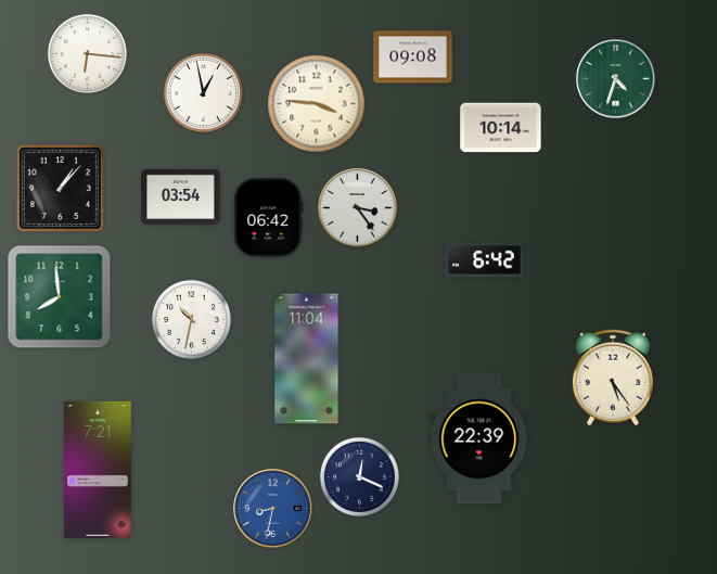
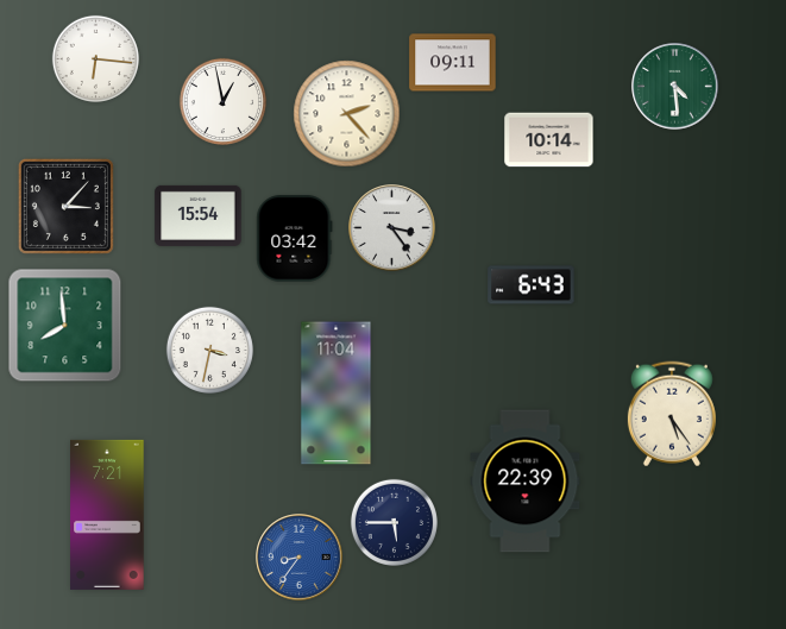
clock at (413, 58): 09:08 -> 09:11
clock at (616, 79): 4:33 -> 4:29
clock at (317, 104): 3:46 -> 2:23
clock at (60, 188): 1:07 -> 3:07
clock at (181, 196): 03:54 -> 15:54
clock at (269, 218): 06:42 -> 03:42
clock at (485, 260): 6:42 -> 6:43
clock at (191, 319): 10:32 -> 3:32
clock at (359, 476): 12:19 -> 5:45
clock at (273, 509): 8:32 -> 8:36
